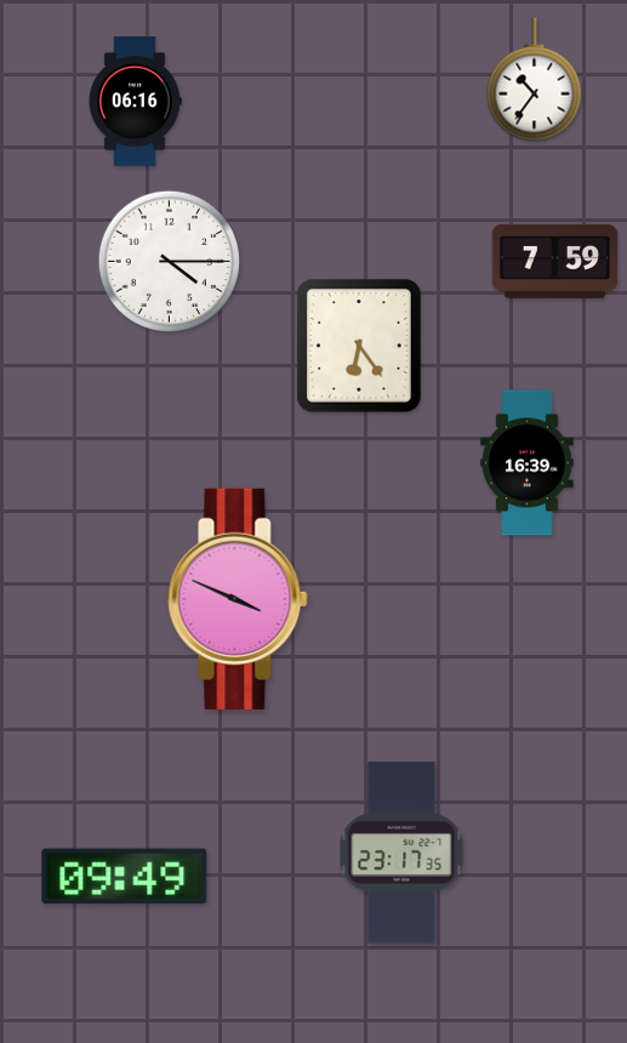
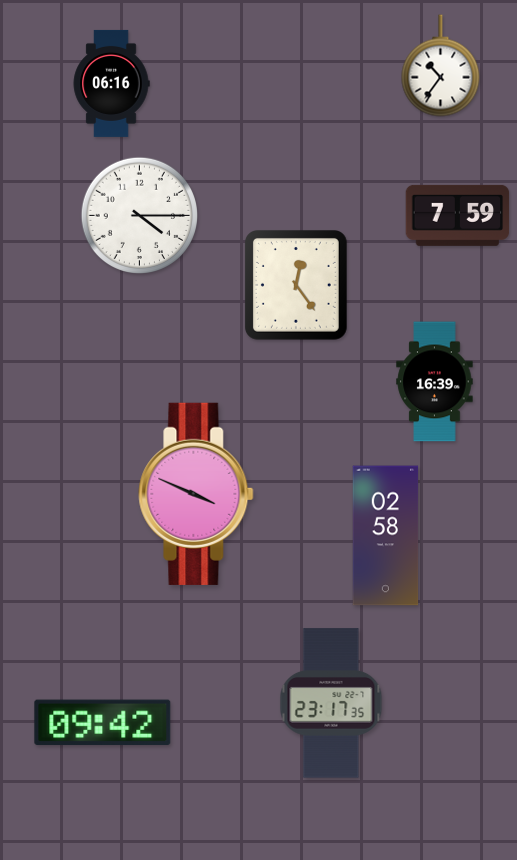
clock at (360, 347): 6:24 -> 12:24
clock at (386, 536): none -> 02:58
clock at (125, 877): 09:49 -> 09:42
